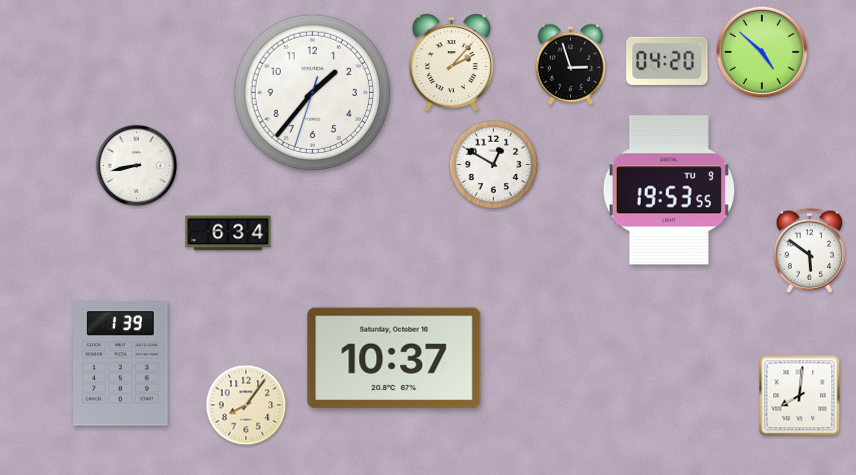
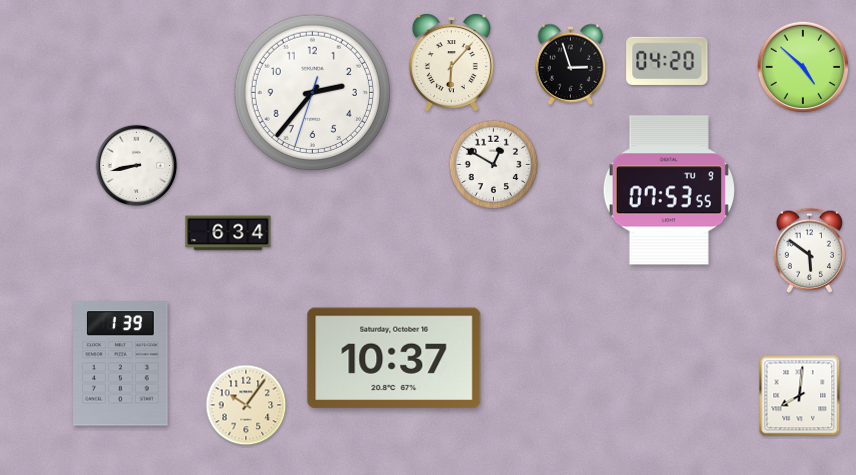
clock at (762, 52) position: (762, 52) -> (803, 67)
clock at (451, 63): 2:07 -> 6:07
clock at (312, 92): 1:36 -> 2:36
clock at (669, 190): 19:53 -> 07:53
clock at (246, 405): 8:06 -> 10:06
